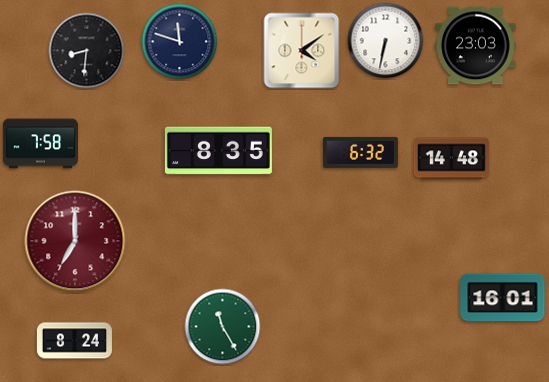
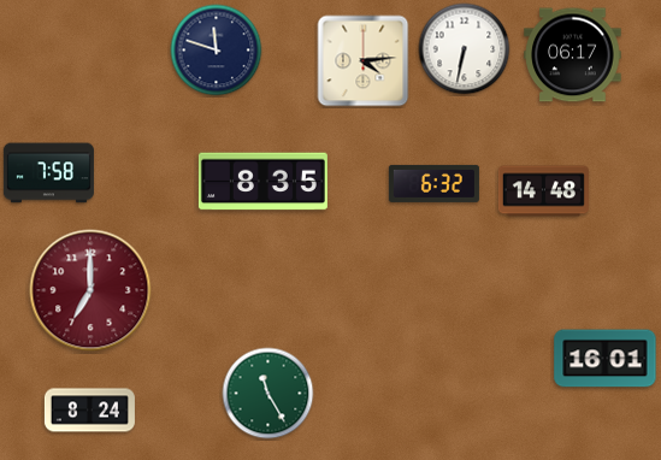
clock at (476, 46): 23:03 -> 06:17
clock at (87, 51): 8:31 -> none
clock at (302, 51): 4:09 -> 4:14
